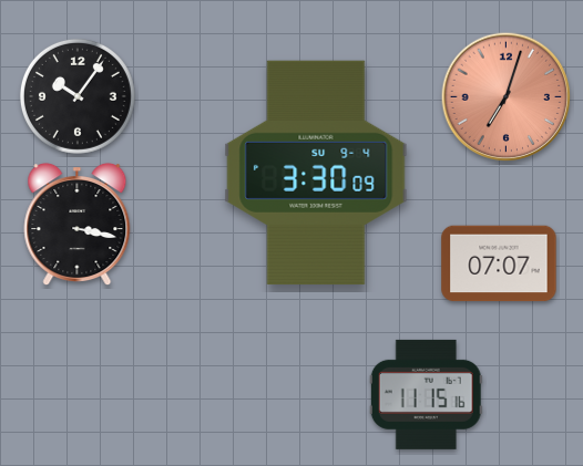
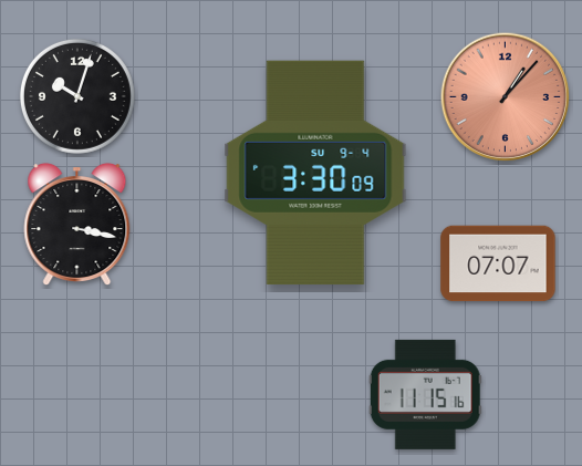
clock at (78, 96): 10:06 -> 10:03
clock at (507, 97): 7:03 -> 1:07
